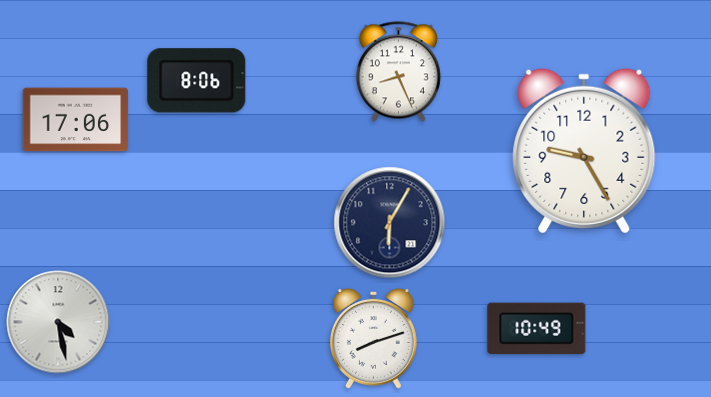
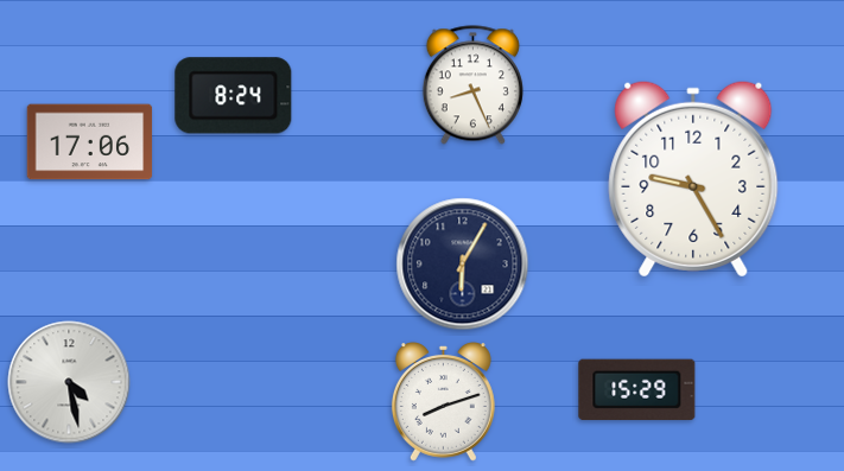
clock at (197, 81): 8:06 -> 8:24
clock at (537, 328): 10:49 -> 15:29
